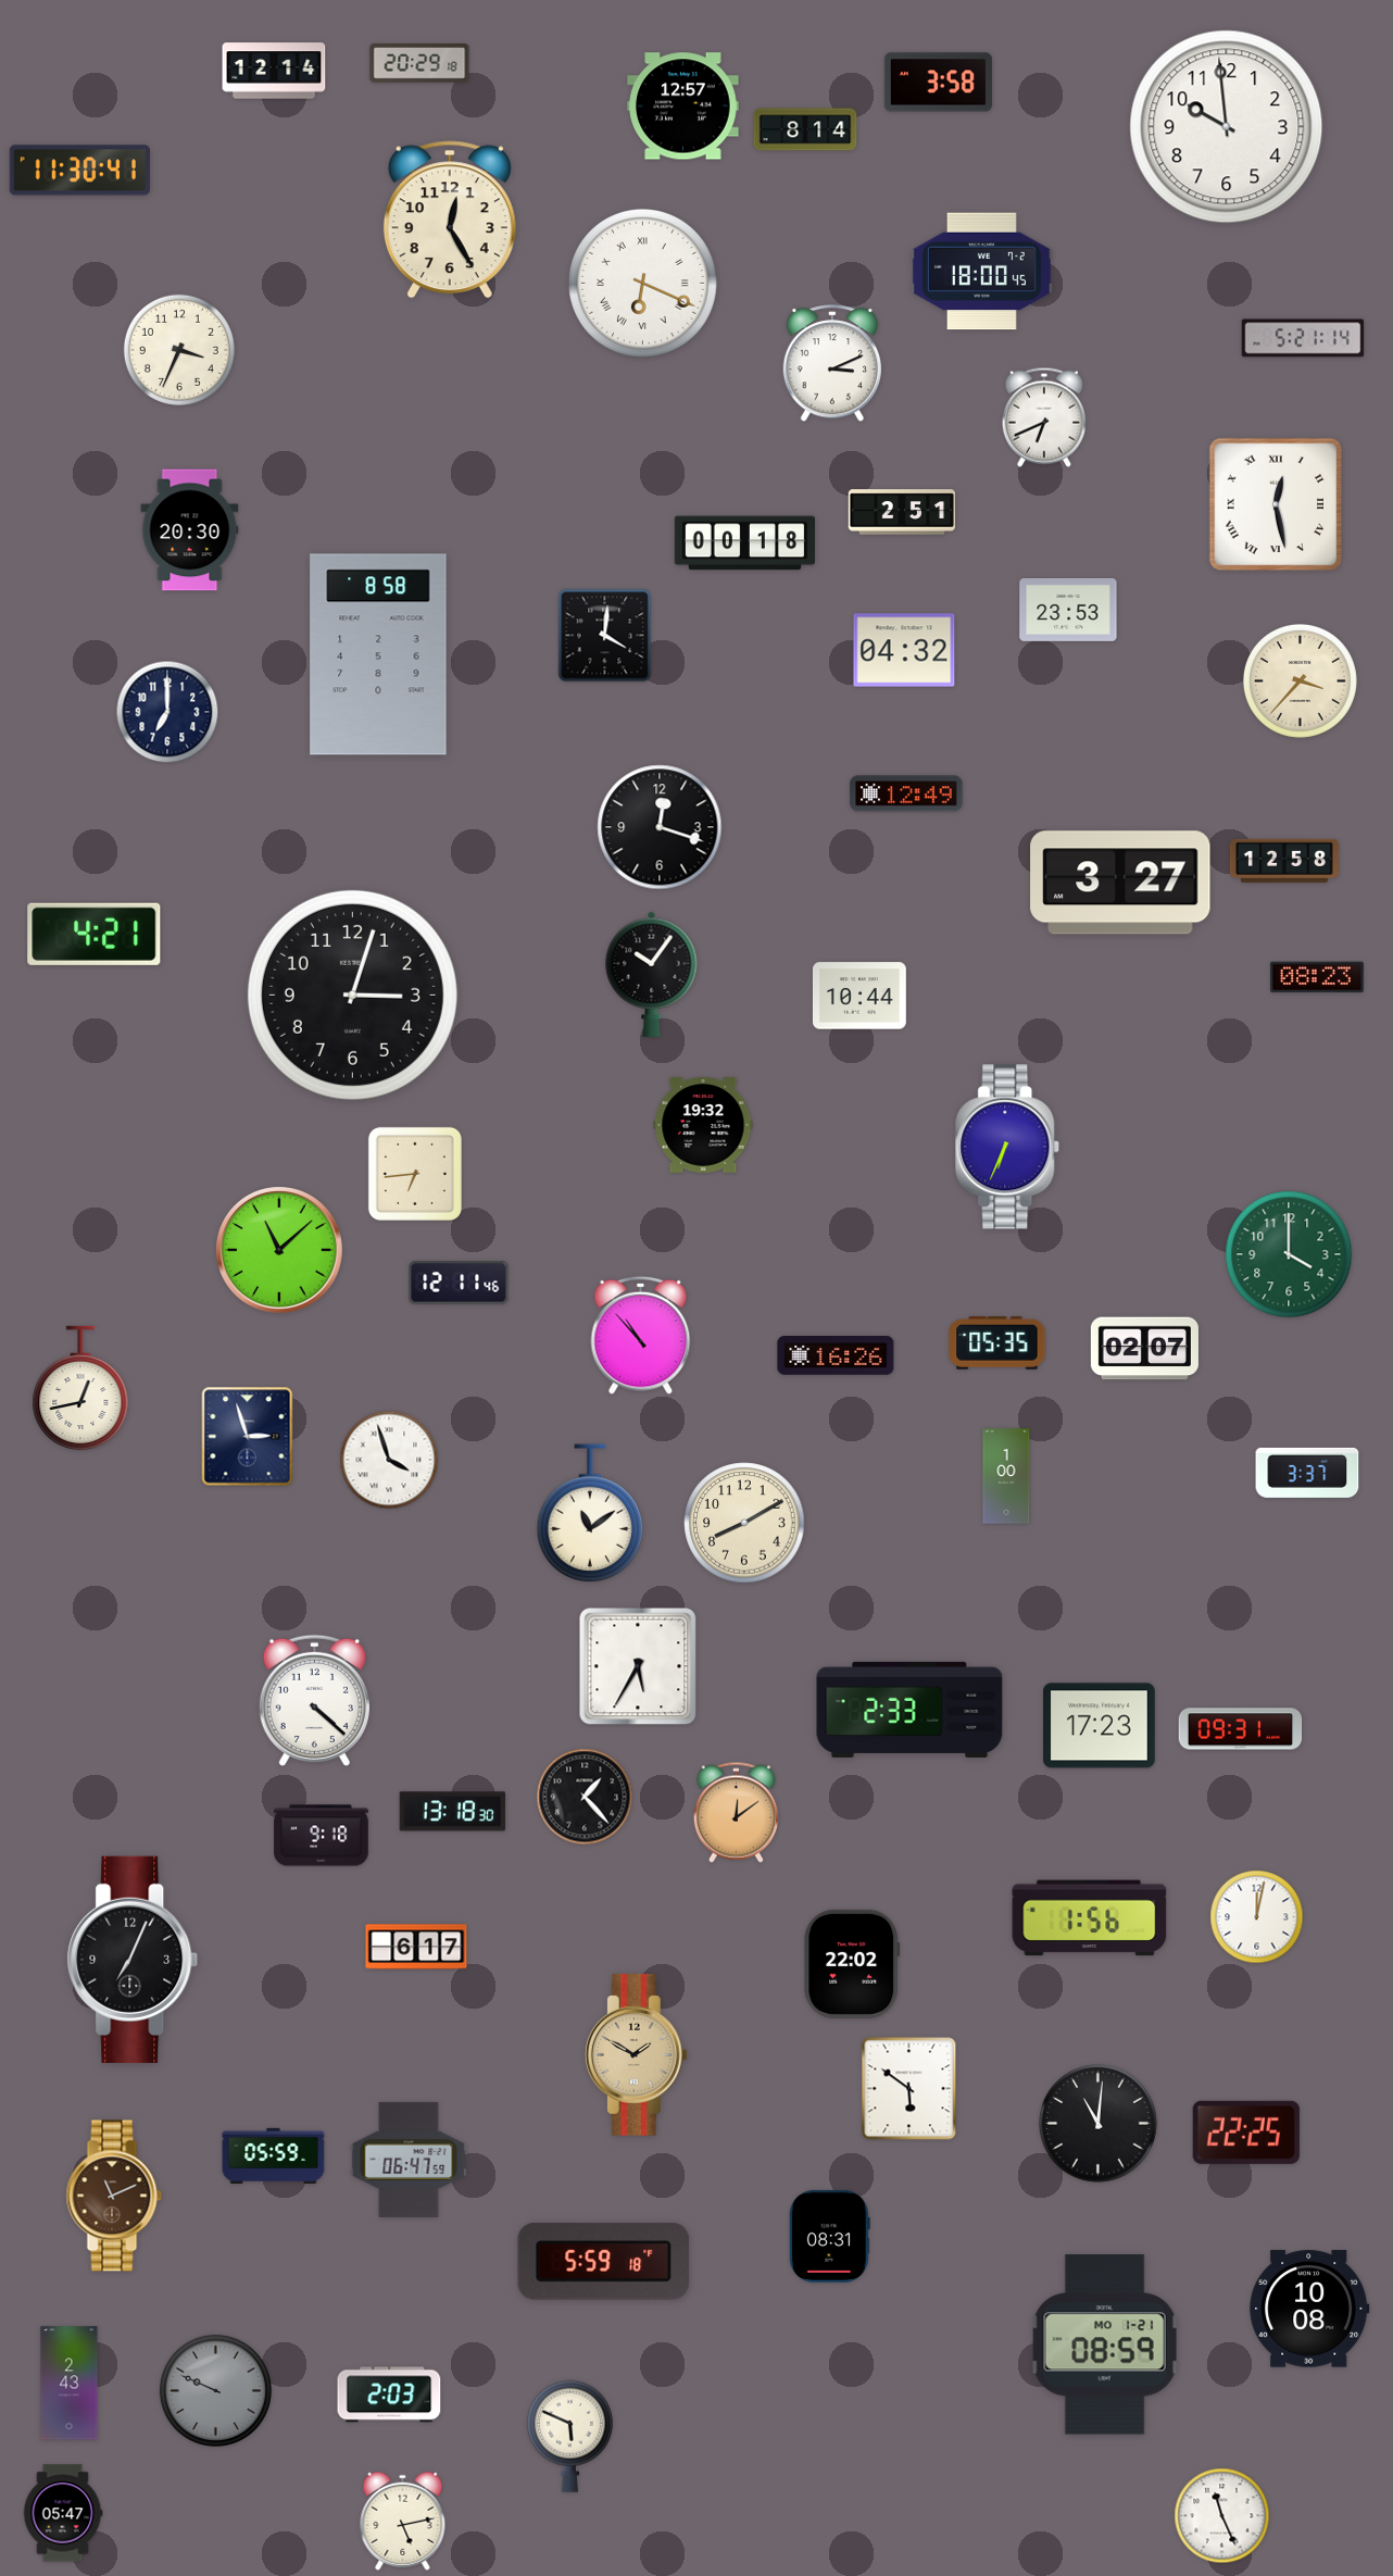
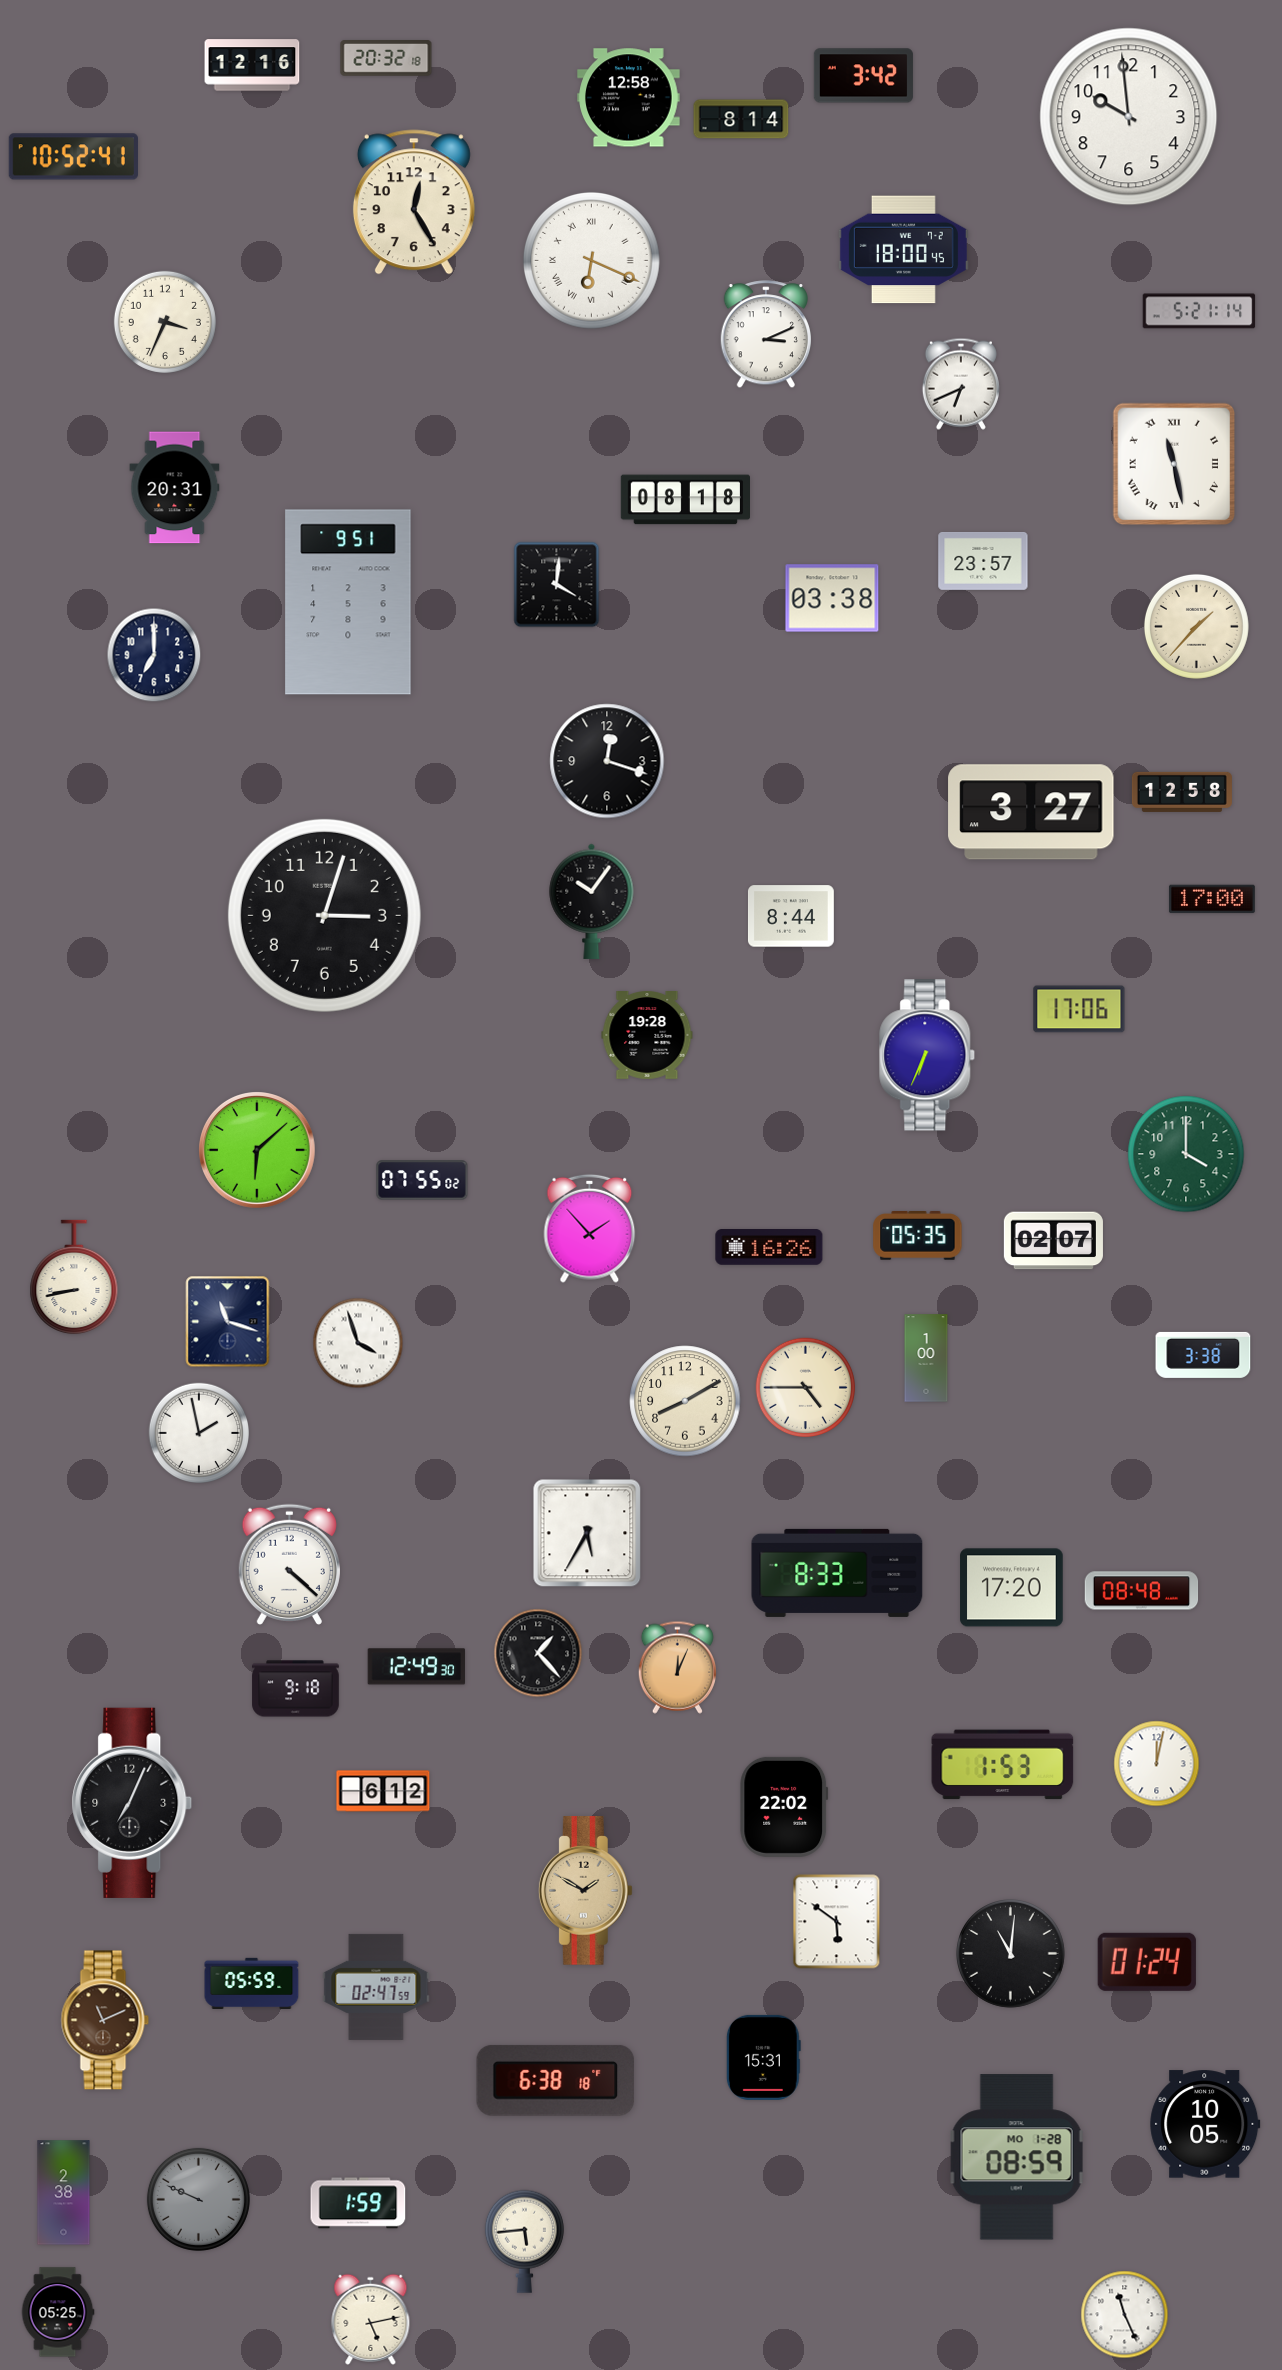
clock at (419, 64): 20:29 -> 20:32
clock at (274, 71): 12:14 -> 12:16
clock at (938, 83): 3:58 -> 3:42
clock at (683, 107): 12:57 -> 12:58
clock at (79, 171): 11:30 -> 10:52
clock at (1276, 504): 12:28 -> 11:28
clock at (901, 512): 2:51 -> none
clock at (190, 530): 20:30 -> 20:31
clock at (744, 543): 00:18 -> 08:18
clock at (1068, 610): 23:53 -> 23:57
clock at (904, 650): 04:32 -> 03:38
clock at (378, 654): 8:58 -> 9:51
clock at (1300, 680): 3:37 -> 1:37
clock at (906, 793): 12:49 -> none
clock at (95, 934): 4:21 -> none
clock at (652, 974) position: (652, 974) -> (592, 901)
clock at (1317, 977): 08:23 -> 17:00
clock at (859, 996): 10:44 -> 8:44
clock at (1079, 1009): none -> 17:06
clock at (703, 1126): 19:32 -> 19:28
clock at (415, 1174): 6:44 -> none
clock at (280, 1251): 11:08 -> 6:08
clock at (459, 1283): 12:11 -> 07:55
clock at (641, 1335): 10:53 -> 1:53
clock at (80, 1388): 12:43 -> 8:43
clock at (248, 1437): 2:57 -> 11:18
clock at (1307, 1473): 3:37 -> 3:38
clock at (806, 1388): none -> 4:45
clock at (590, 1513): 11:09 -> none
clock at (198, 1432): none -> 1:58
clock at (909, 1710): 2:33 -> 8:33
clock at (1100, 1726): 17:23 -> 17:20
clock at (1241, 1729): 09:31 -> 08:48
clock at (453, 1812): 13:18 -> 12:49
clock at (736, 1812): 12:09 -> 12:04
clock at (1090, 1918): 1:56 -> 1:53
clock at (416, 1947): 6:17 -> 6:12
clock at (133, 1960) position: (133, 1960) -> (132, 1803)
clock at (1246, 2133): 22:25 -> 01:24
clock at (409, 2160): 06:47 -> 02:47
clock at (829, 2236): 08:31 -> 15:31
clock at (604, 2261): 5:59 -> 6:38
clock at (1309, 2309): 10:08 -> 10:05
clock at (1105, 2344) date: MO 1-21 -> MO 1-28
clock at (70, 2384): 2:43 -> 2:38
clock at (389, 2394): 2:03 -> 1:59
clock at (569, 2436): 5:49 -> 5:44
clock at (63, 2513): 05:47 -> 05:25
